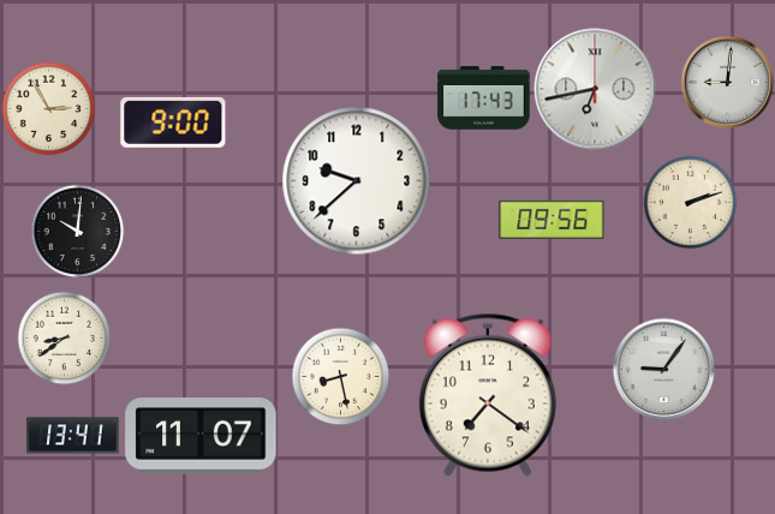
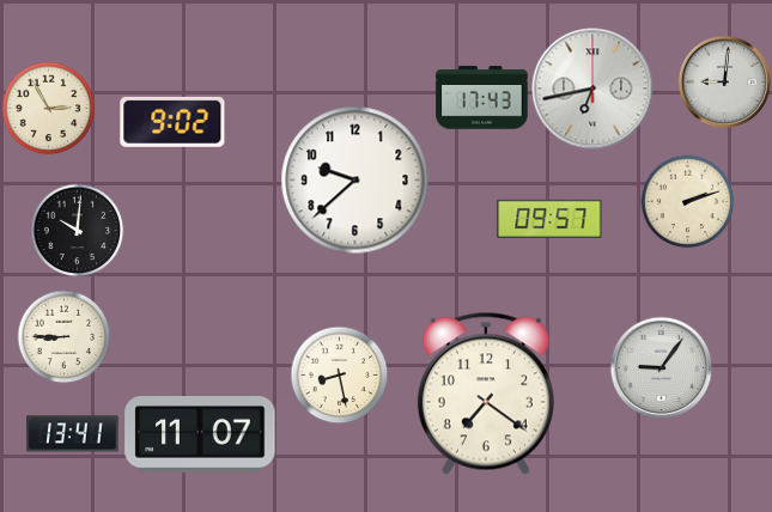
clock at (173, 122): 9:00 -> 9:02
clock at (552, 220): 09:56 -> 09:57
clock at (64, 337): 8:39 -> 8:45
